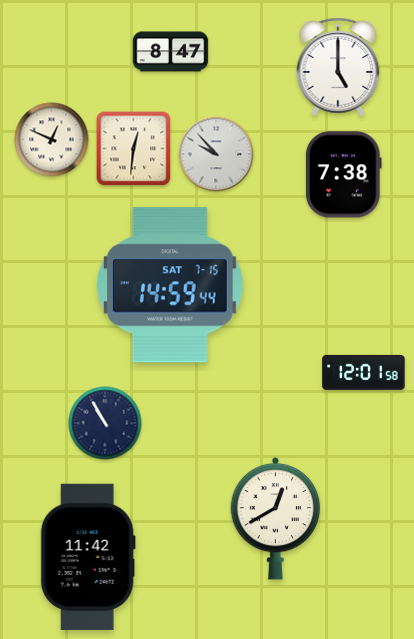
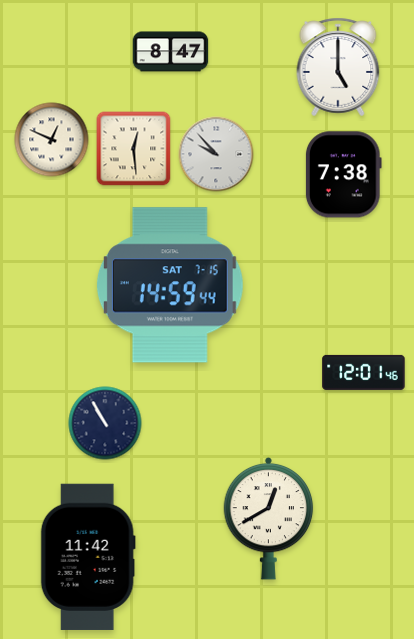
clock at (134, 149): 12:31 -> 12:29
clock at (364, 372): 12:01:58 -> 12:01:46
clock at (276, 518) position: (276, 518) -> (269, 518)
